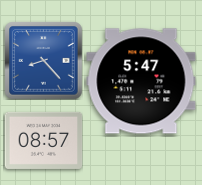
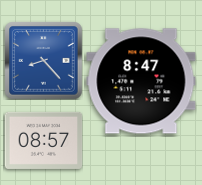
clock at (141, 81): 5:47 -> 8:47
